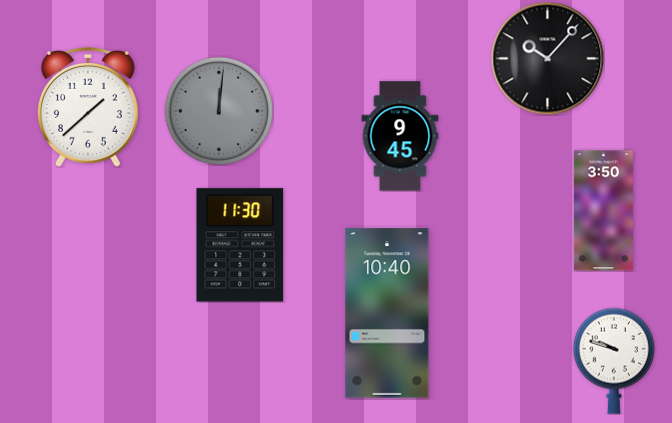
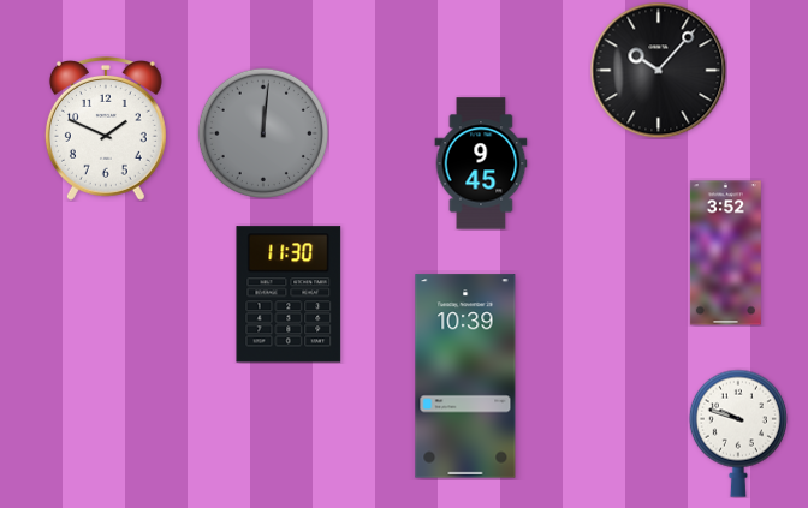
clock at (88, 108): 1:38 -> 1:49
clock at (603, 211): 3:50 -> 3:52
clock at (387, 313): 10:40 -> 10:39
